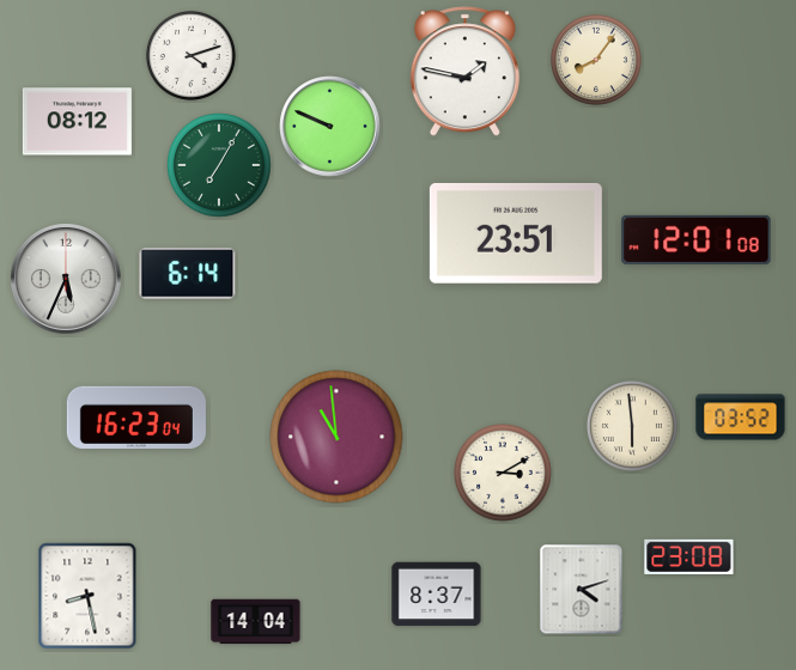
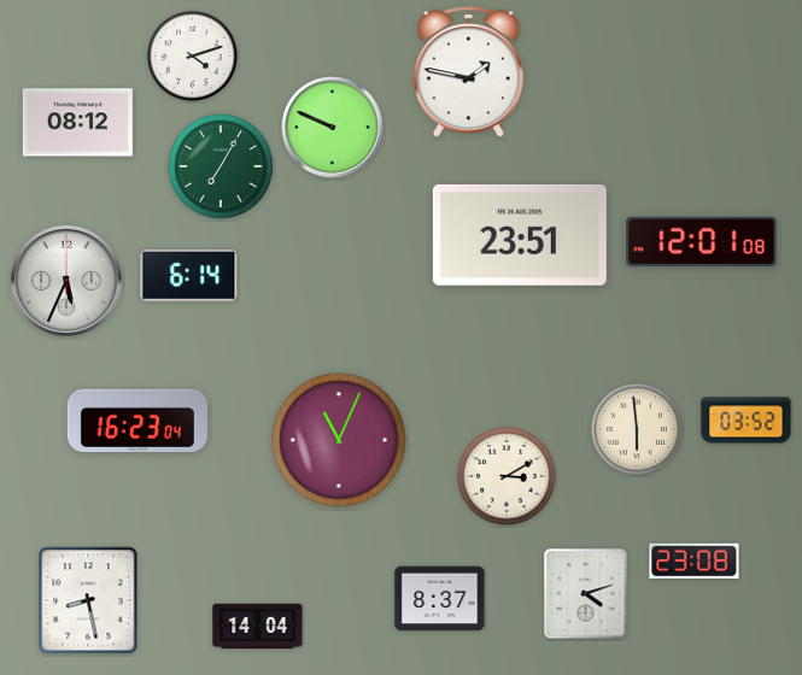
clock at (596, 60): 8:06 -> none
clock at (336, 437): 10:59 -> 11:04
